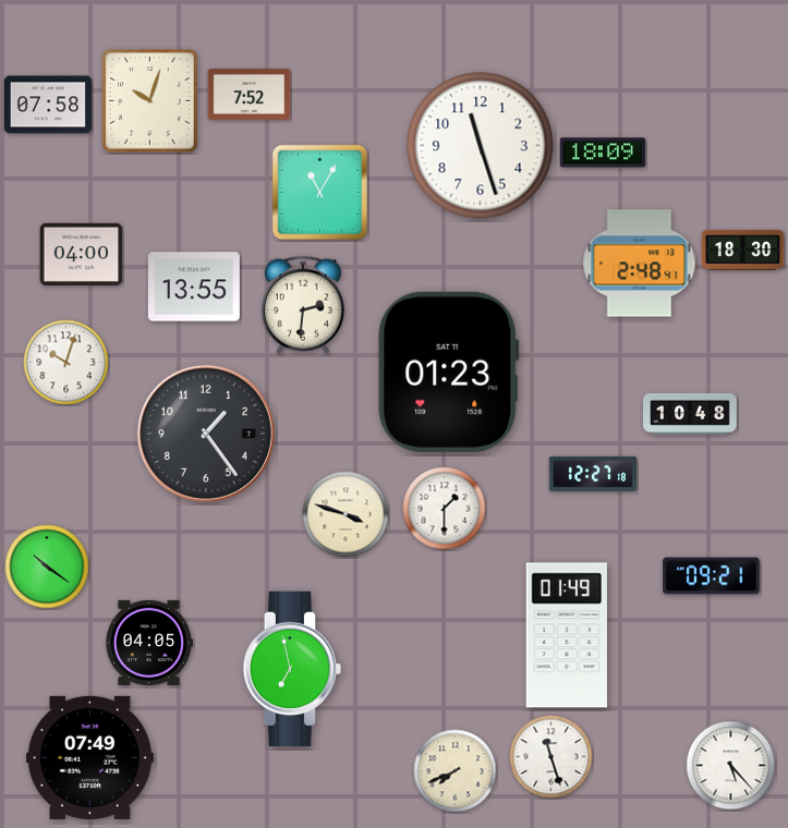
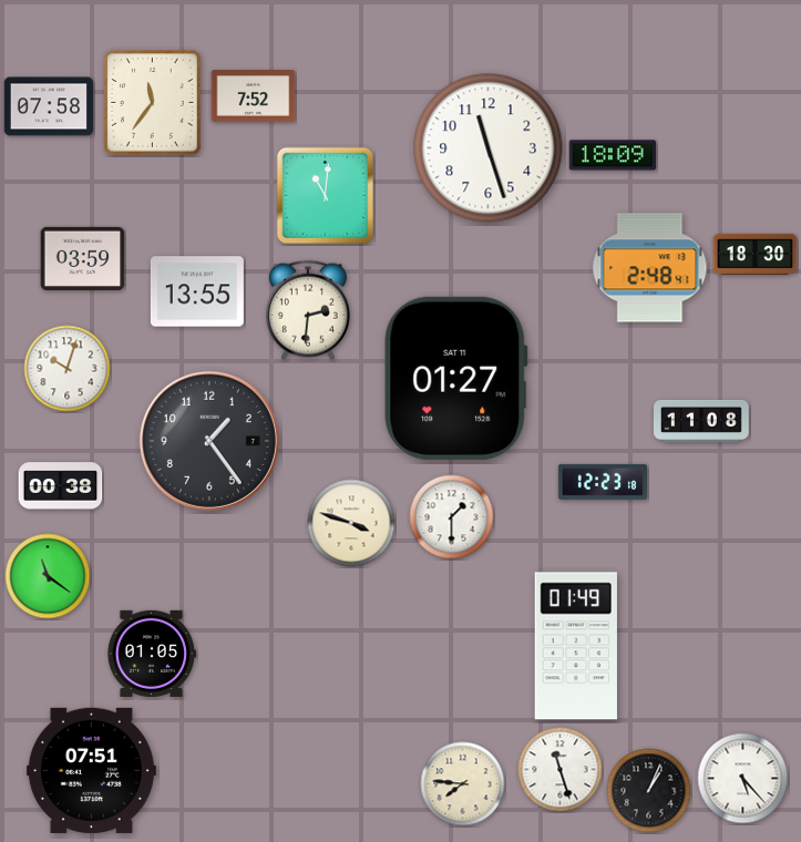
clock at (150, 101): 10:03 -> 11:36
clock at (320, 193): 11:05 -> 11:01
clock at (82, 254): 04:00 -> 03:59
clock at (449, 372): 01:23 -> 01:27
clock at (691, 414): 10:48 -> 11:08
clock at (592, 474): 12:27 -> 12:23
clock at (61, 486): none -> 00:38
clock at (47, 567): 10:21 -> 11:21
clock at (712, 576): 09:21 -> none
clock at (148, 643): 04:05 -> 01:05
clock at (292, 669): 6:58 -> none
clock at (89, 757): 07:49 -> 07:51
clock at (456, 771): 7:41 -> 7:46
clock at (649, 791): none -> 1:04
